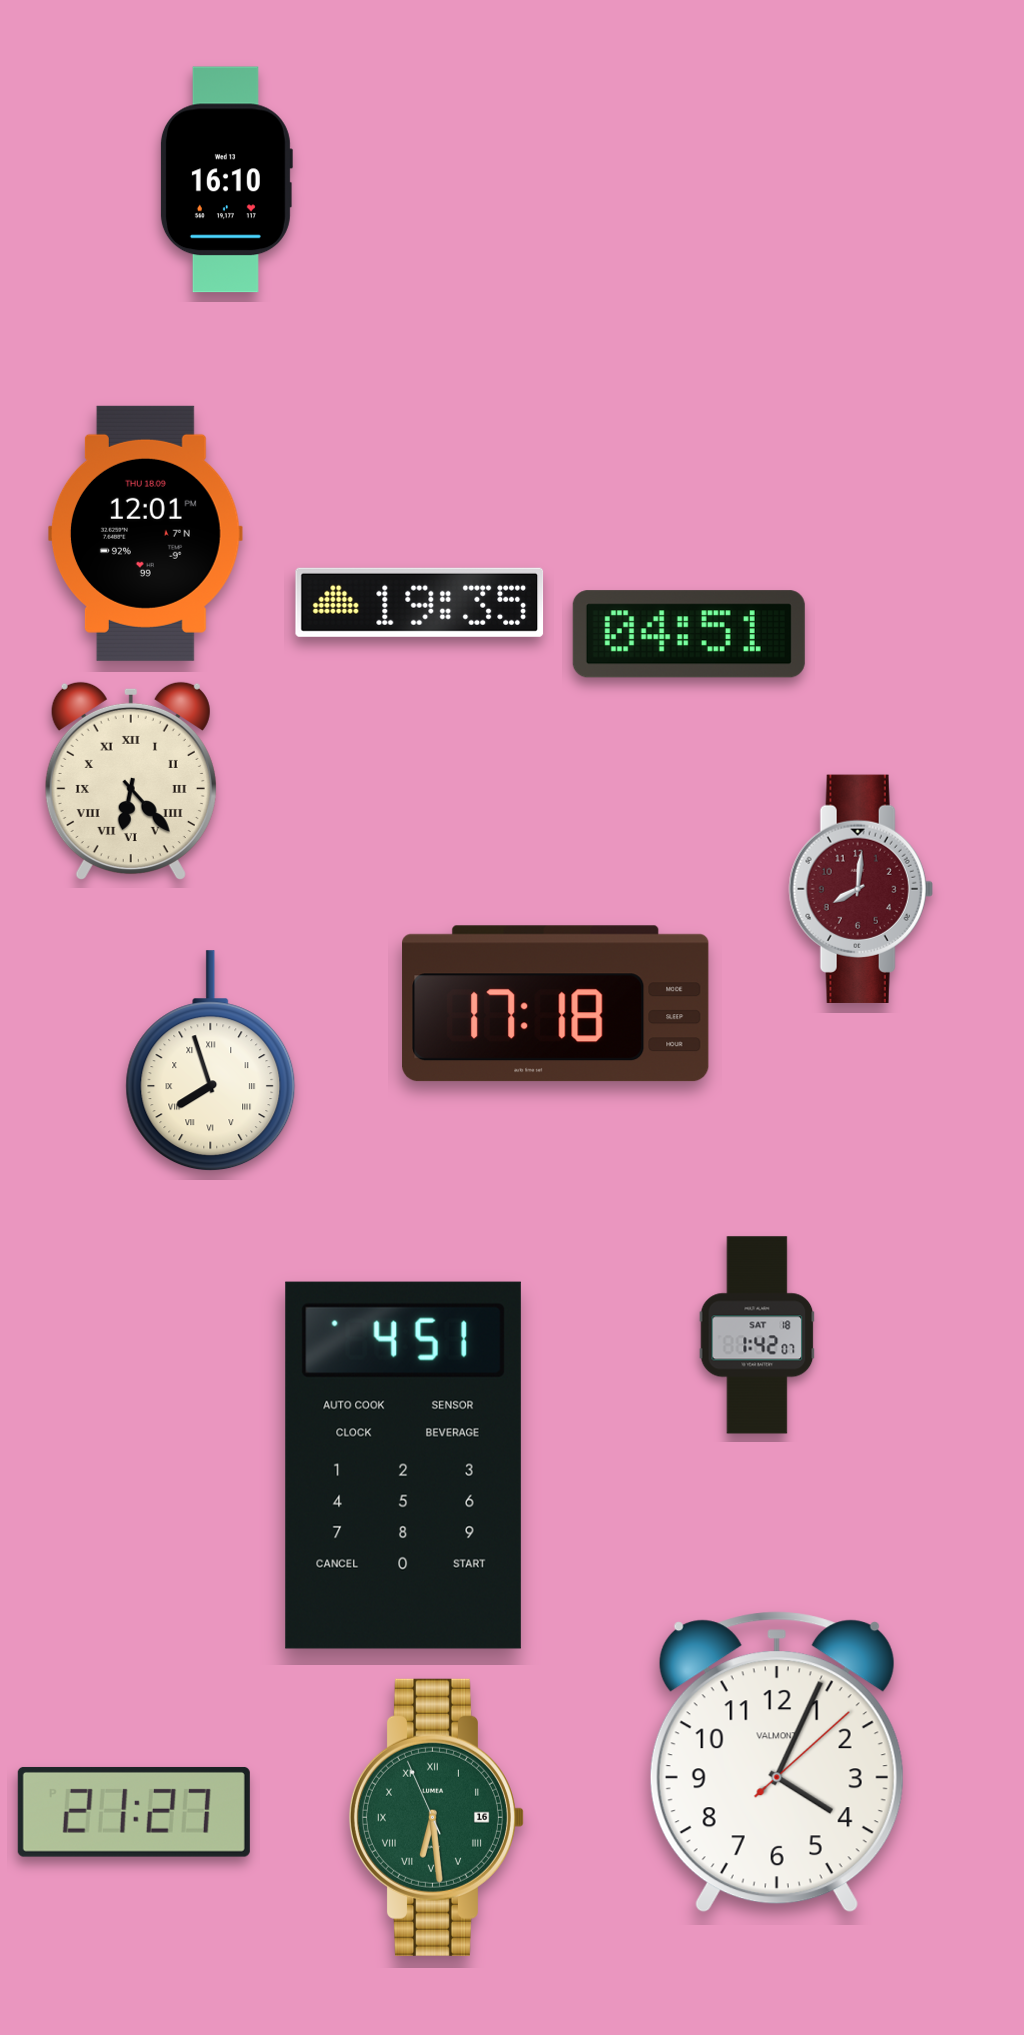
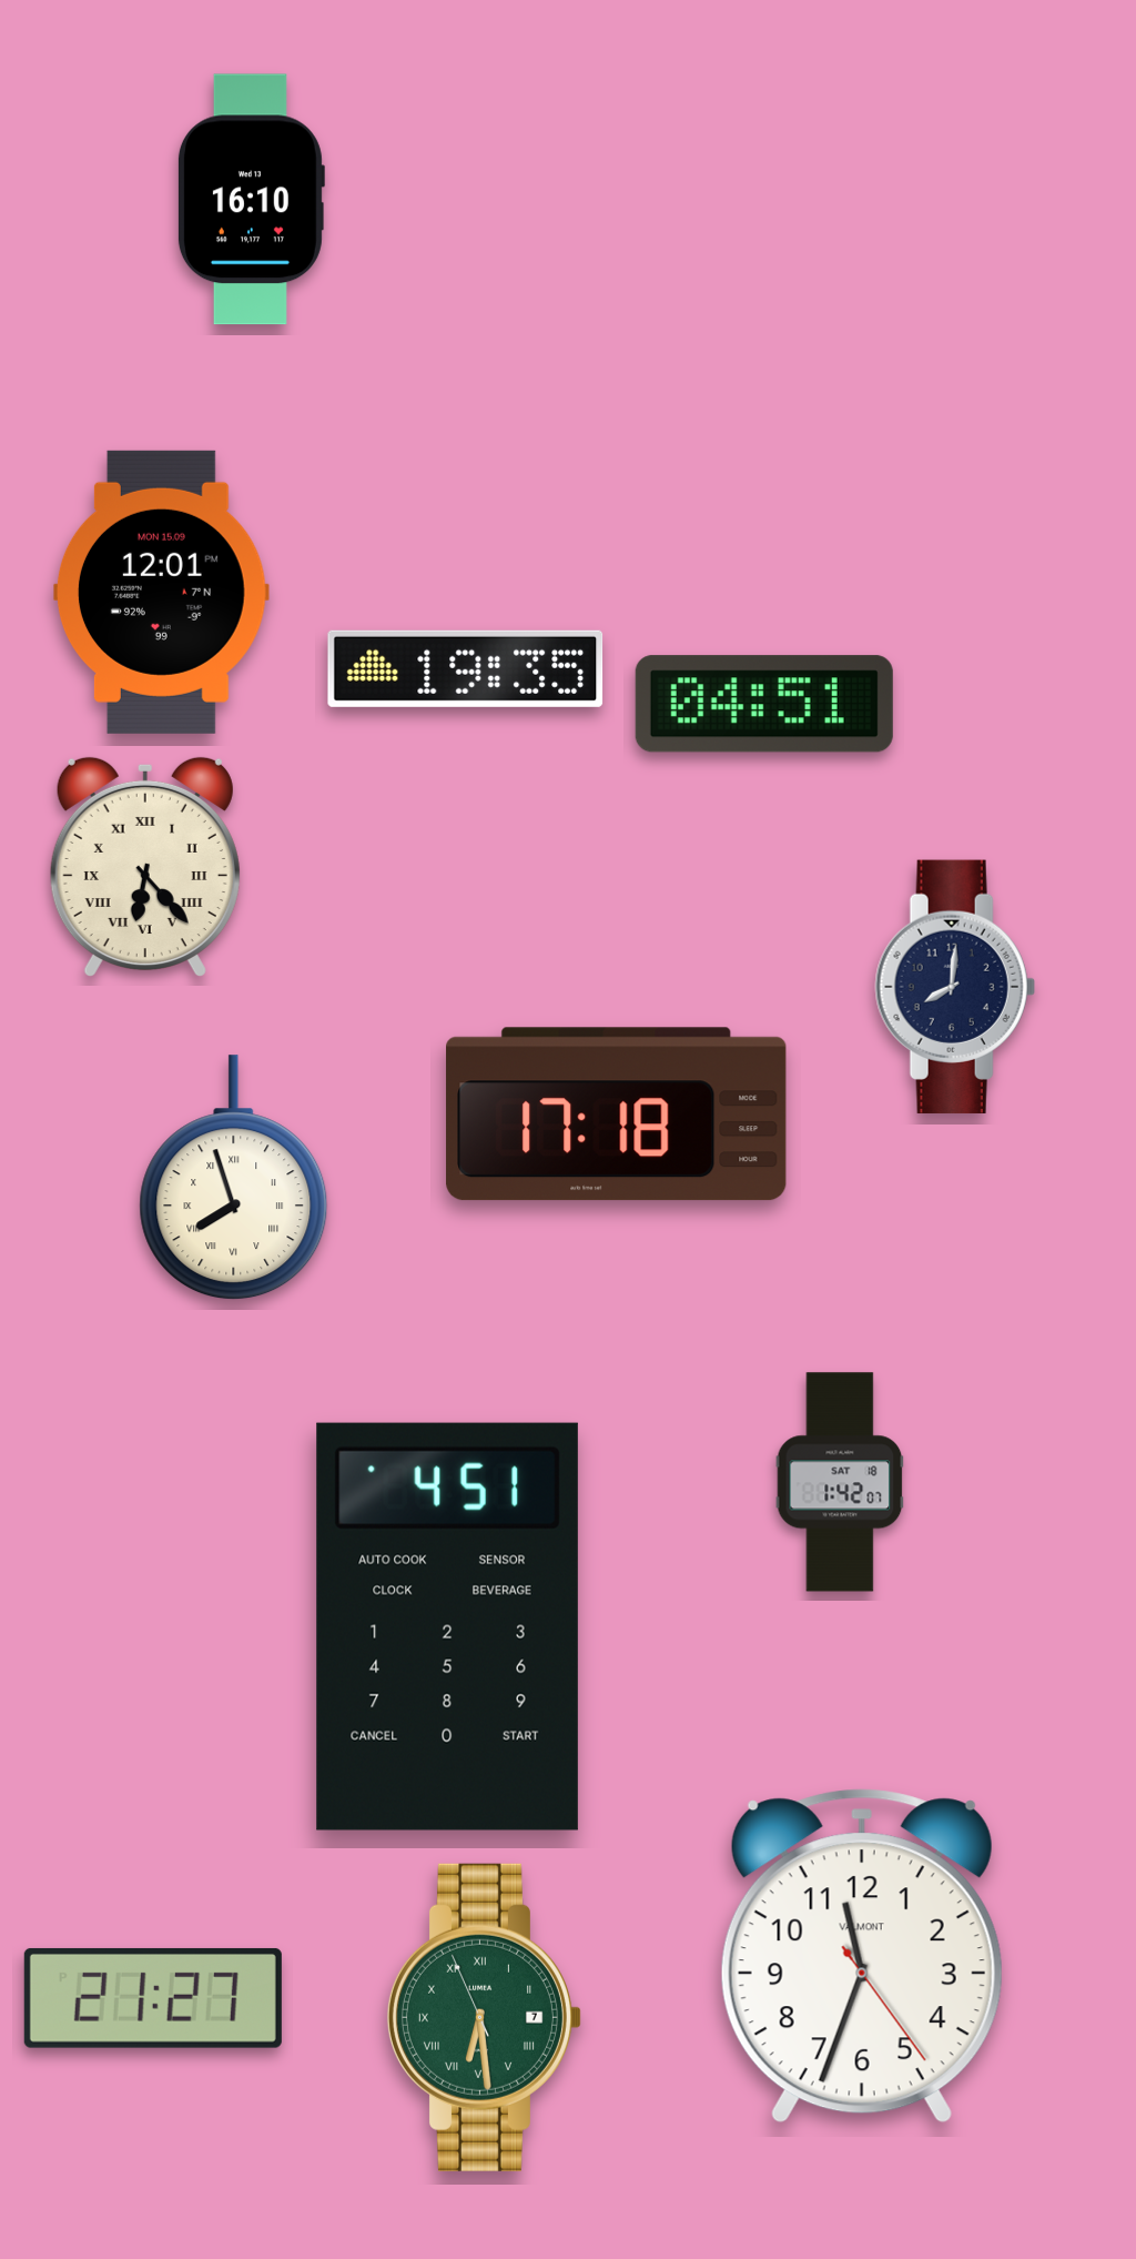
clock at (145, 533) date: THU 18.09 -> MON 15.09
clock at (861, 889) dial: burgundy -> navy
clock at (777, 1762): 4:04 -> 11:33
clock at (134, 1812) position: (134, 1812) -> (153, 1998)
clock at (436, 1817) date: 16 -> 7
